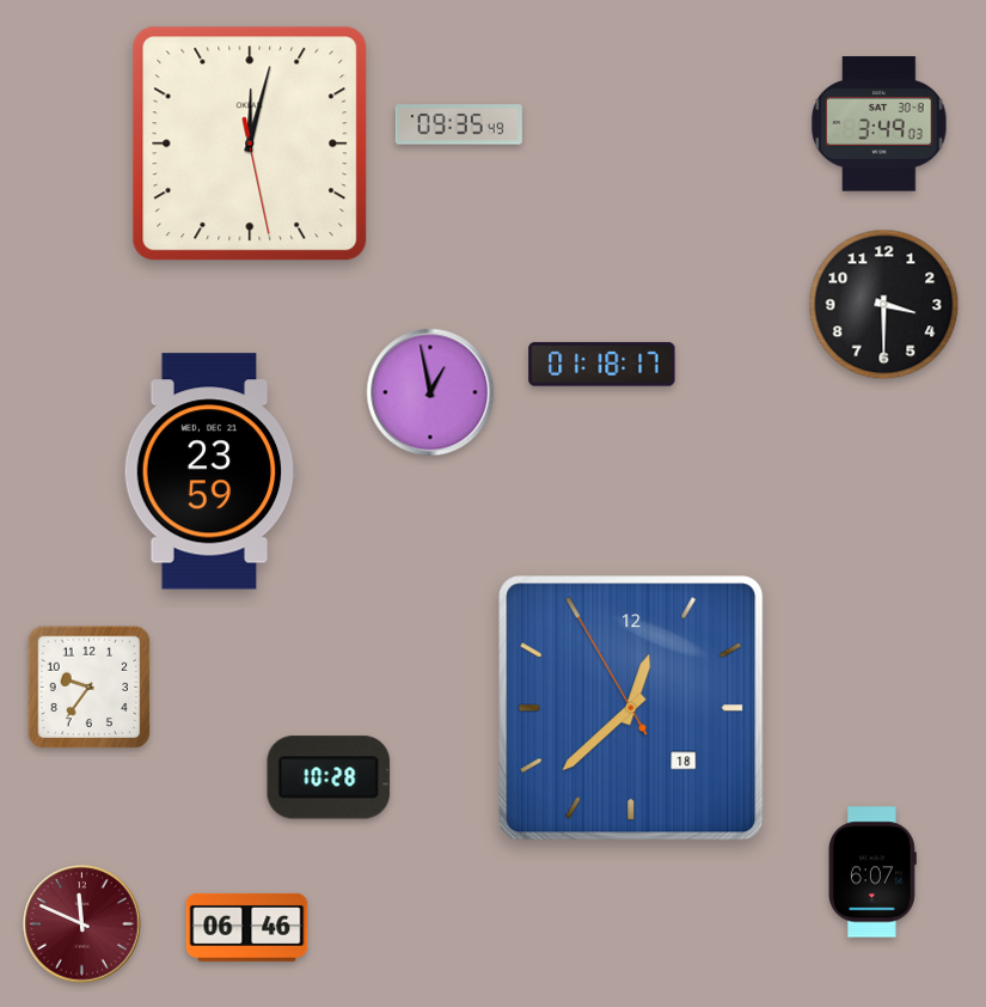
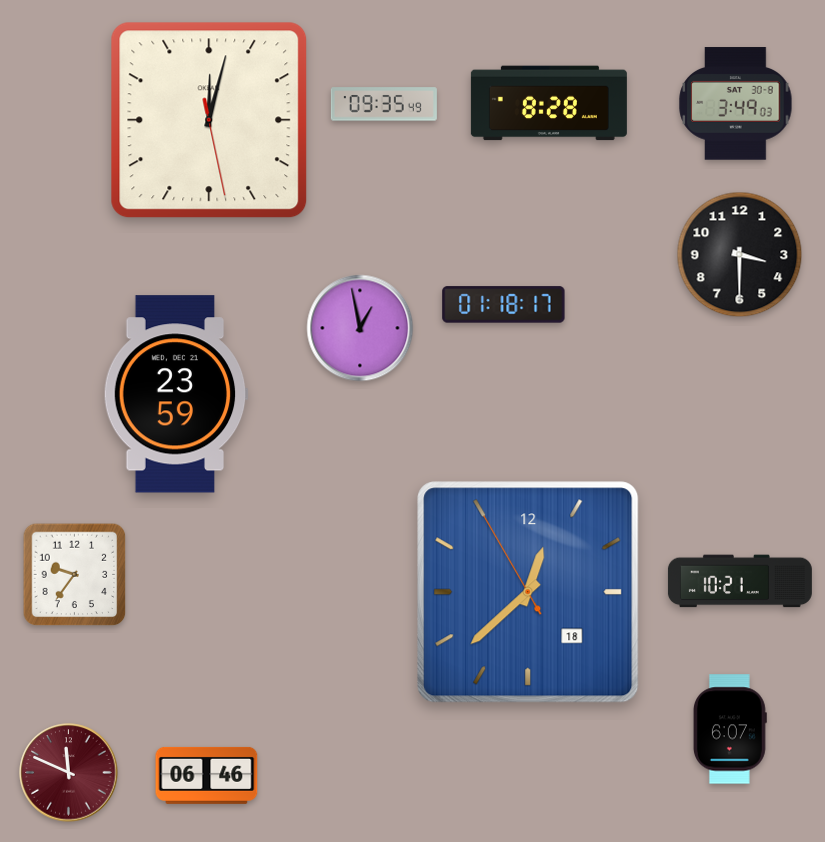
clock at (549, 103): none -> 8:28
clock at (740, 581): none -> 10:21
clock at (329, 777): 10:28 -> none
